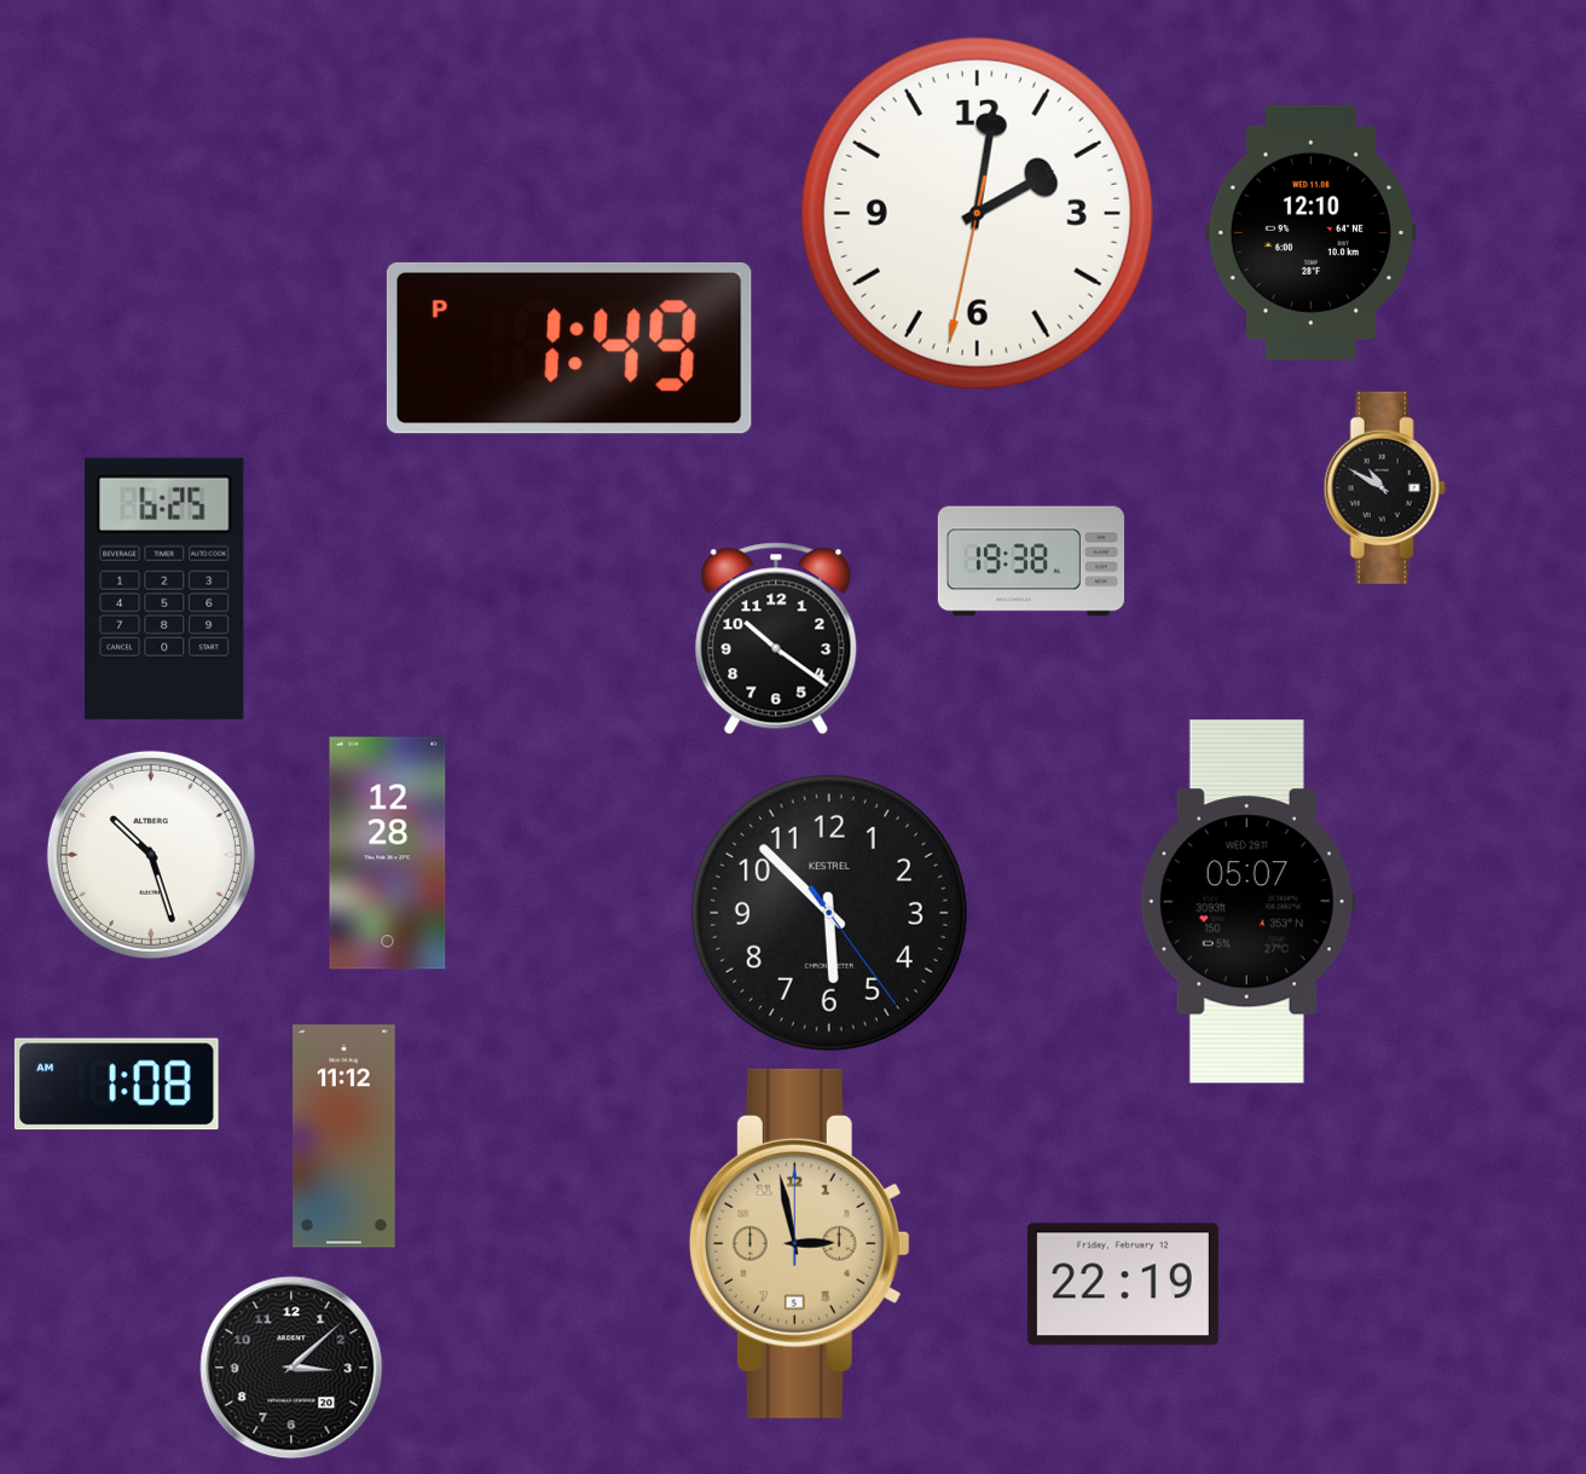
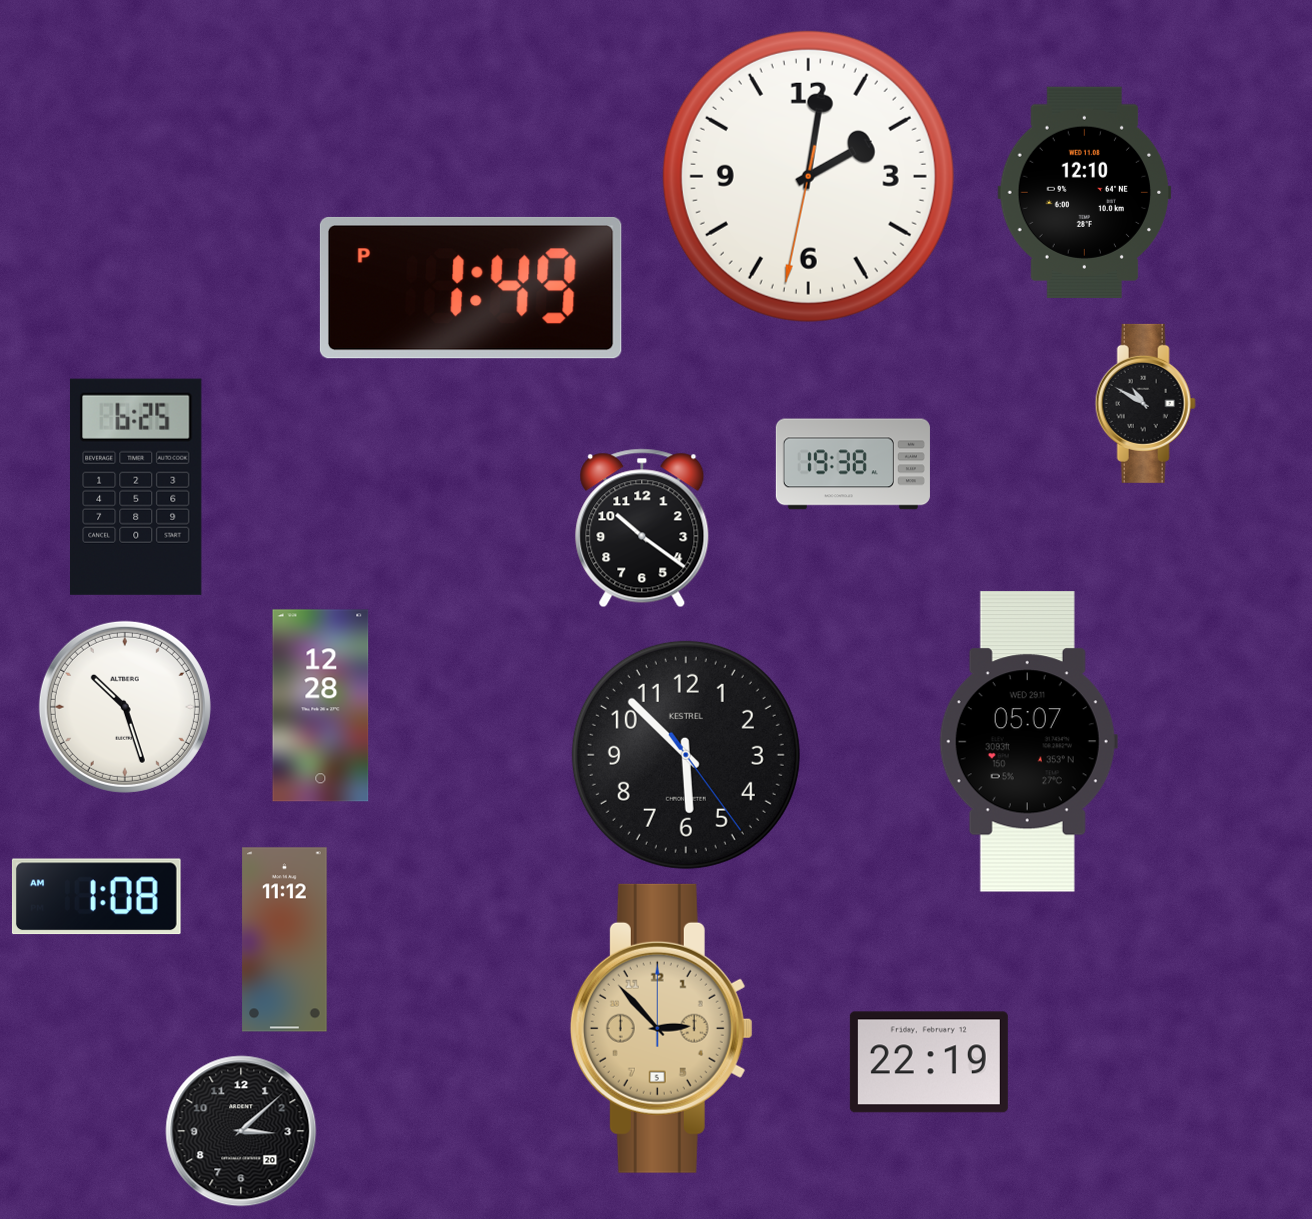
clock at (1248, 902) position: (1248, 902) -> (1028, 742)
clock at (799, 1243): 2:58 -> 2:53
